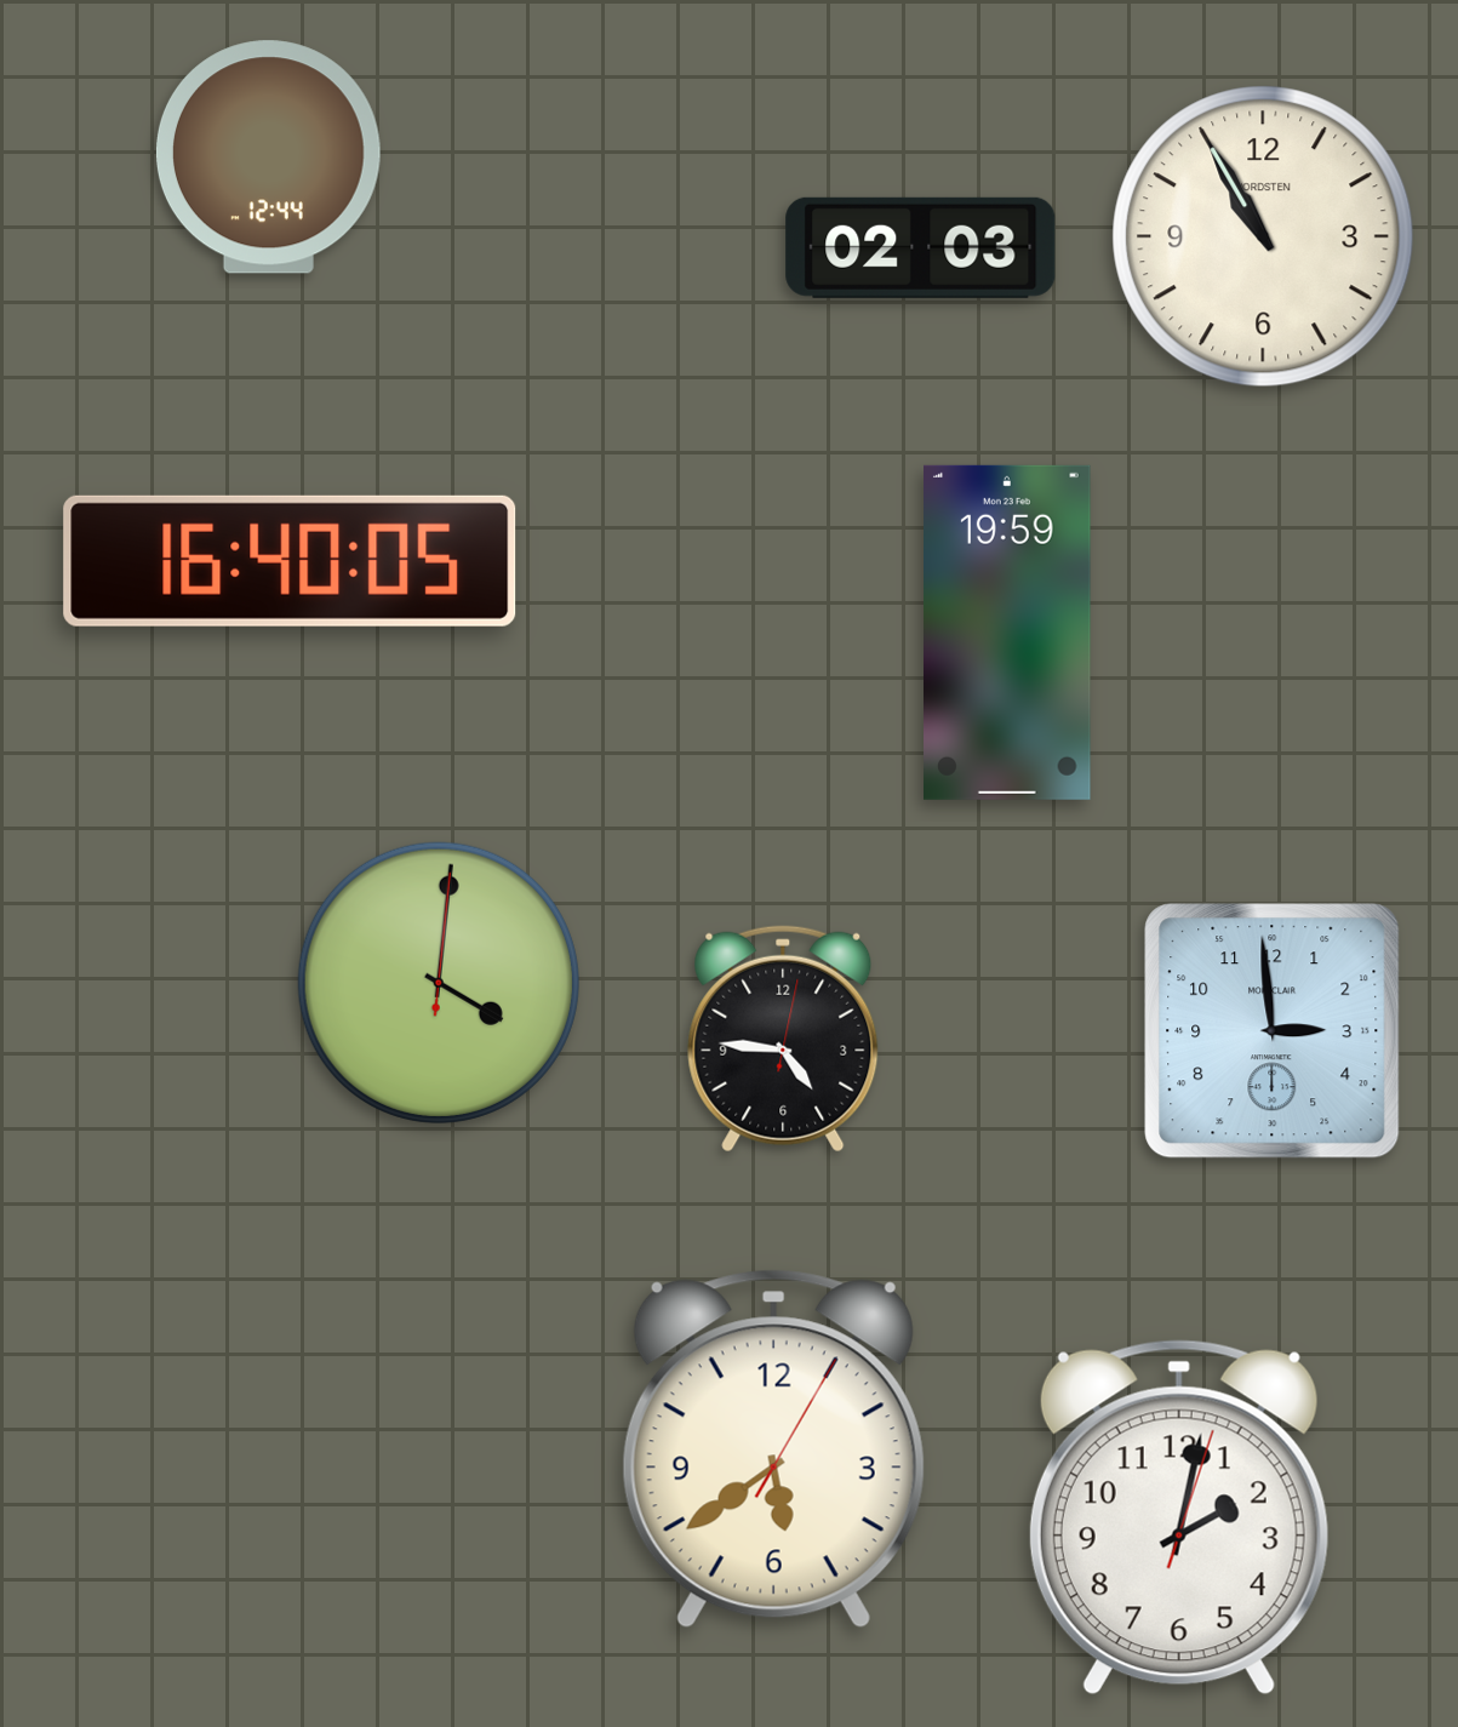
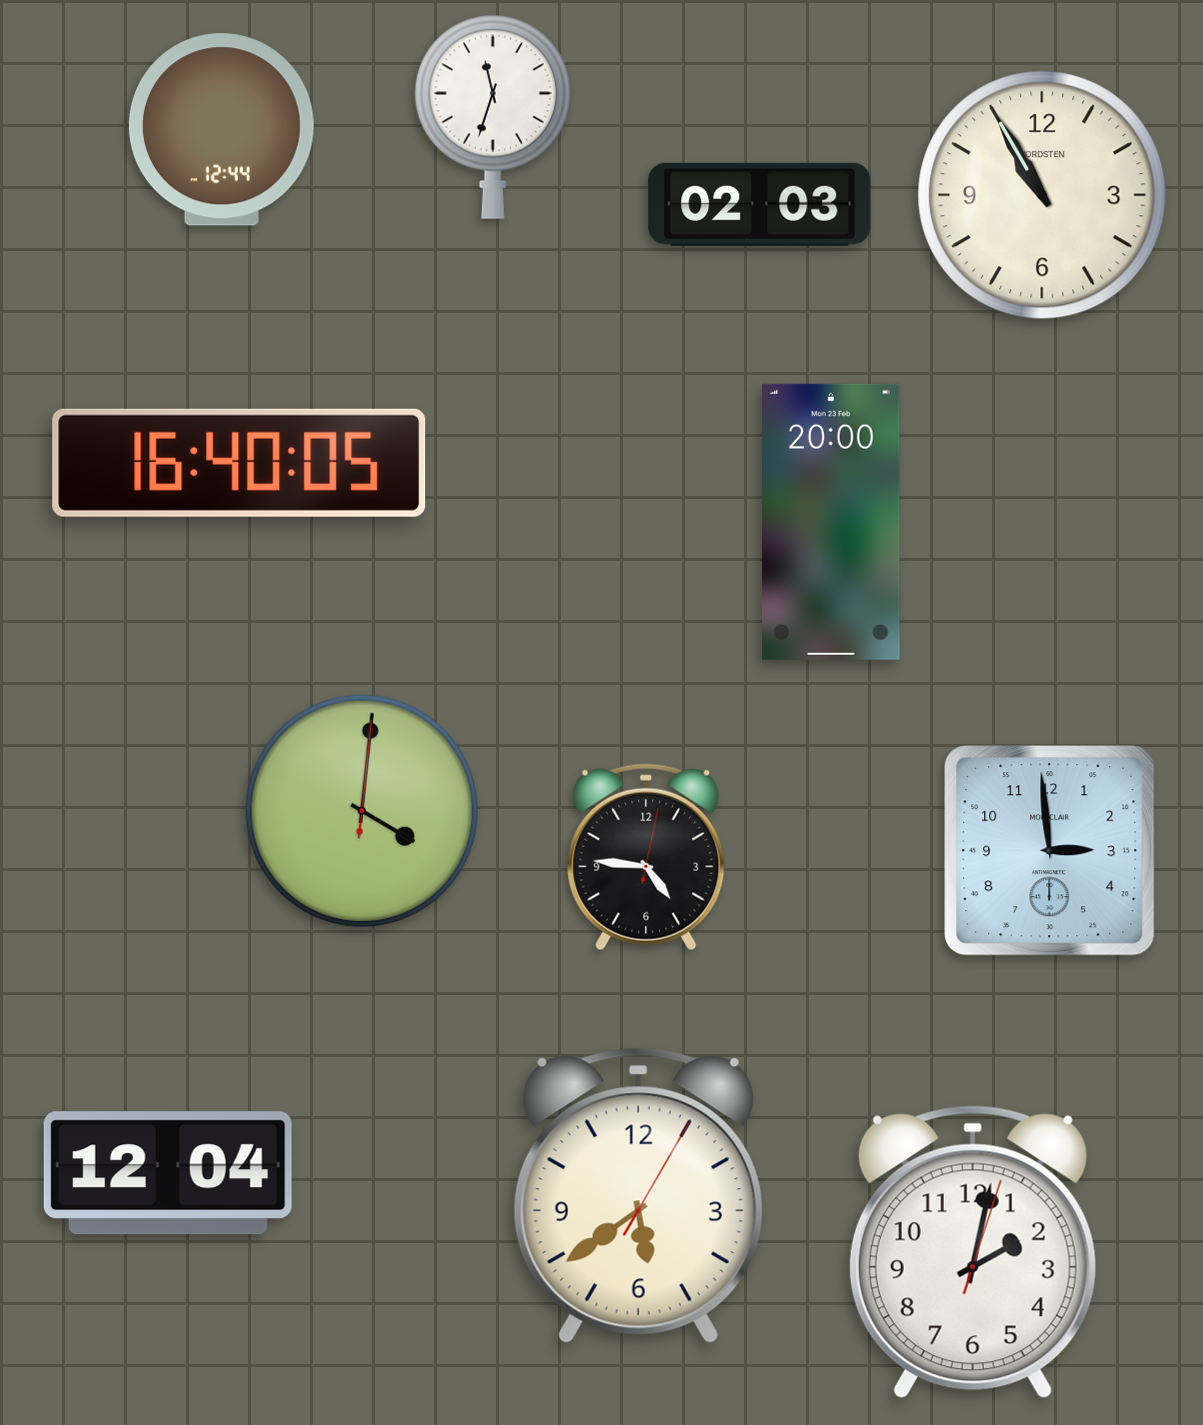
clock at (493, 117): none -> 11:33
clock at (1008, 633): 19:59 -> 20:00
clock at (168, 1173): none -> 12:04
